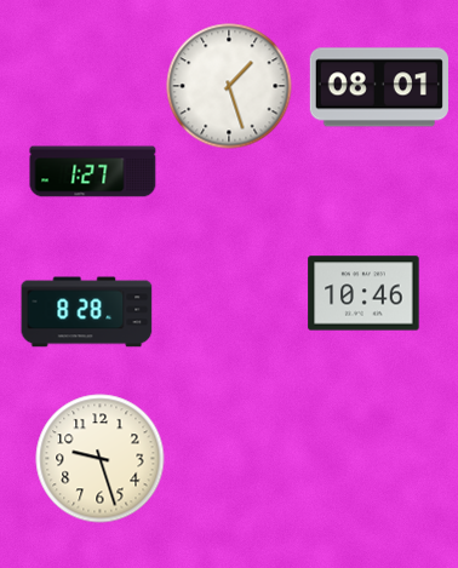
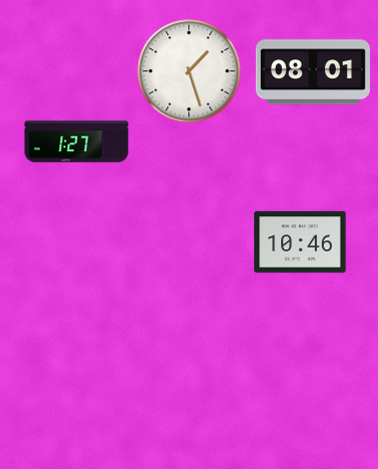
clock at (87, 312): 8:28 -> none
clock at (101, 459): 9:27 -> none
